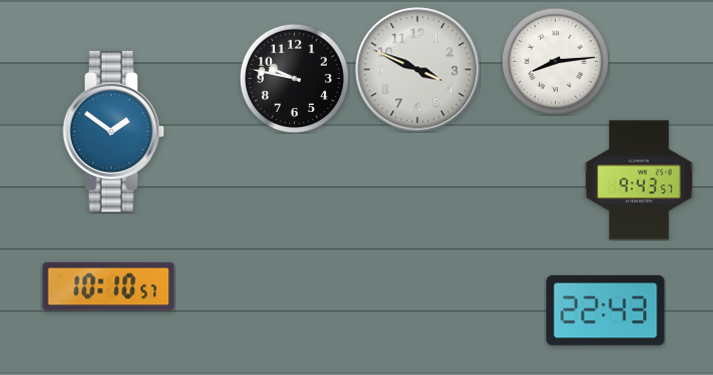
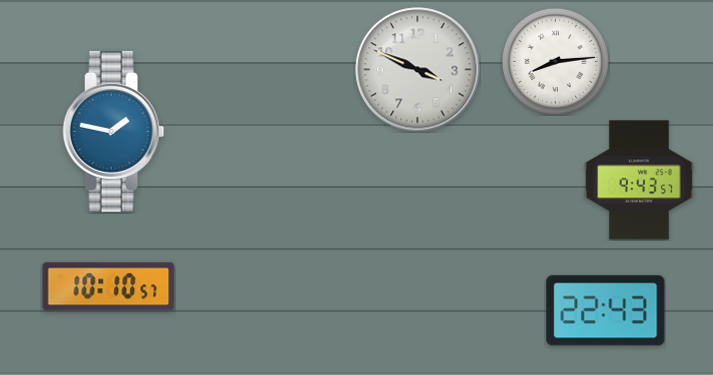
clock at (294, 78): 9:47 -> none
clock at (114, 131): 1:51 -> 1:47
